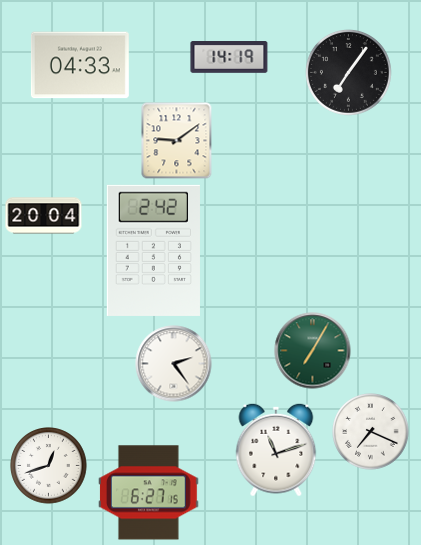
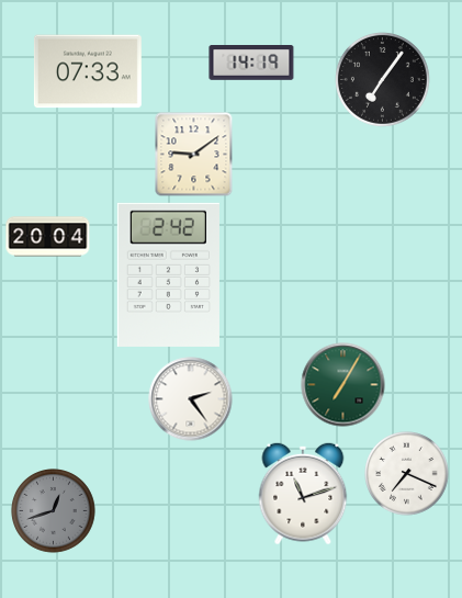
clock at (80, 65): 04:33 -> 07:33
clock at (49, 466) dial: white -> grey
clock at (149, 493): 6:27 -> none
